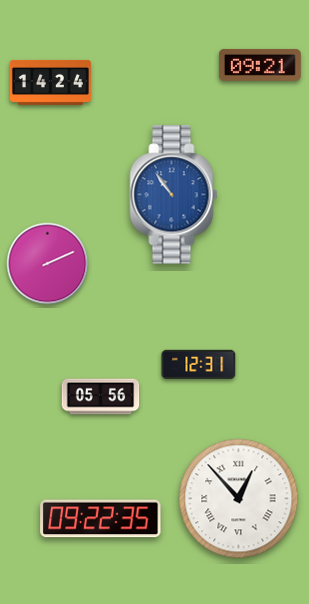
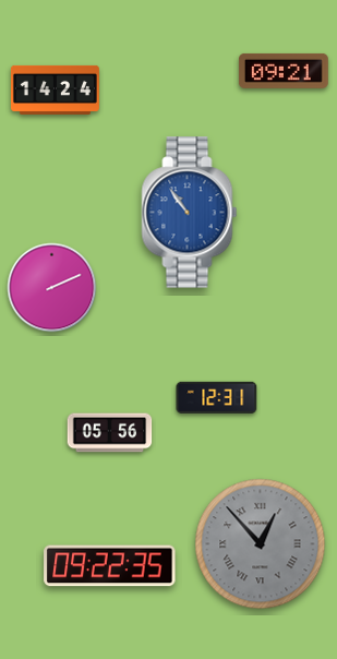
clock at (239, 499) dial: white -> grey
